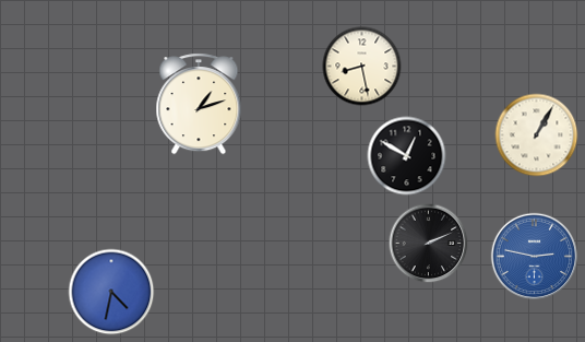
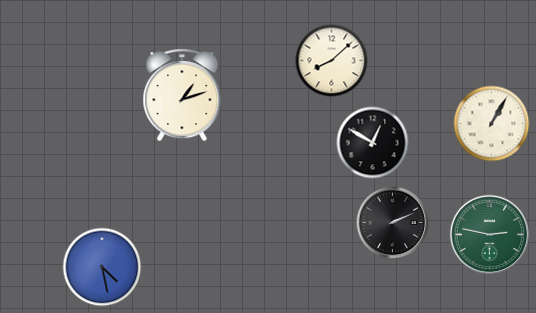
clock at (362, 67): 8:28 -> 8:08
clock at (535, 257) dial: blue -> green
clock at (111, 292): 4:32 -> 4:28
